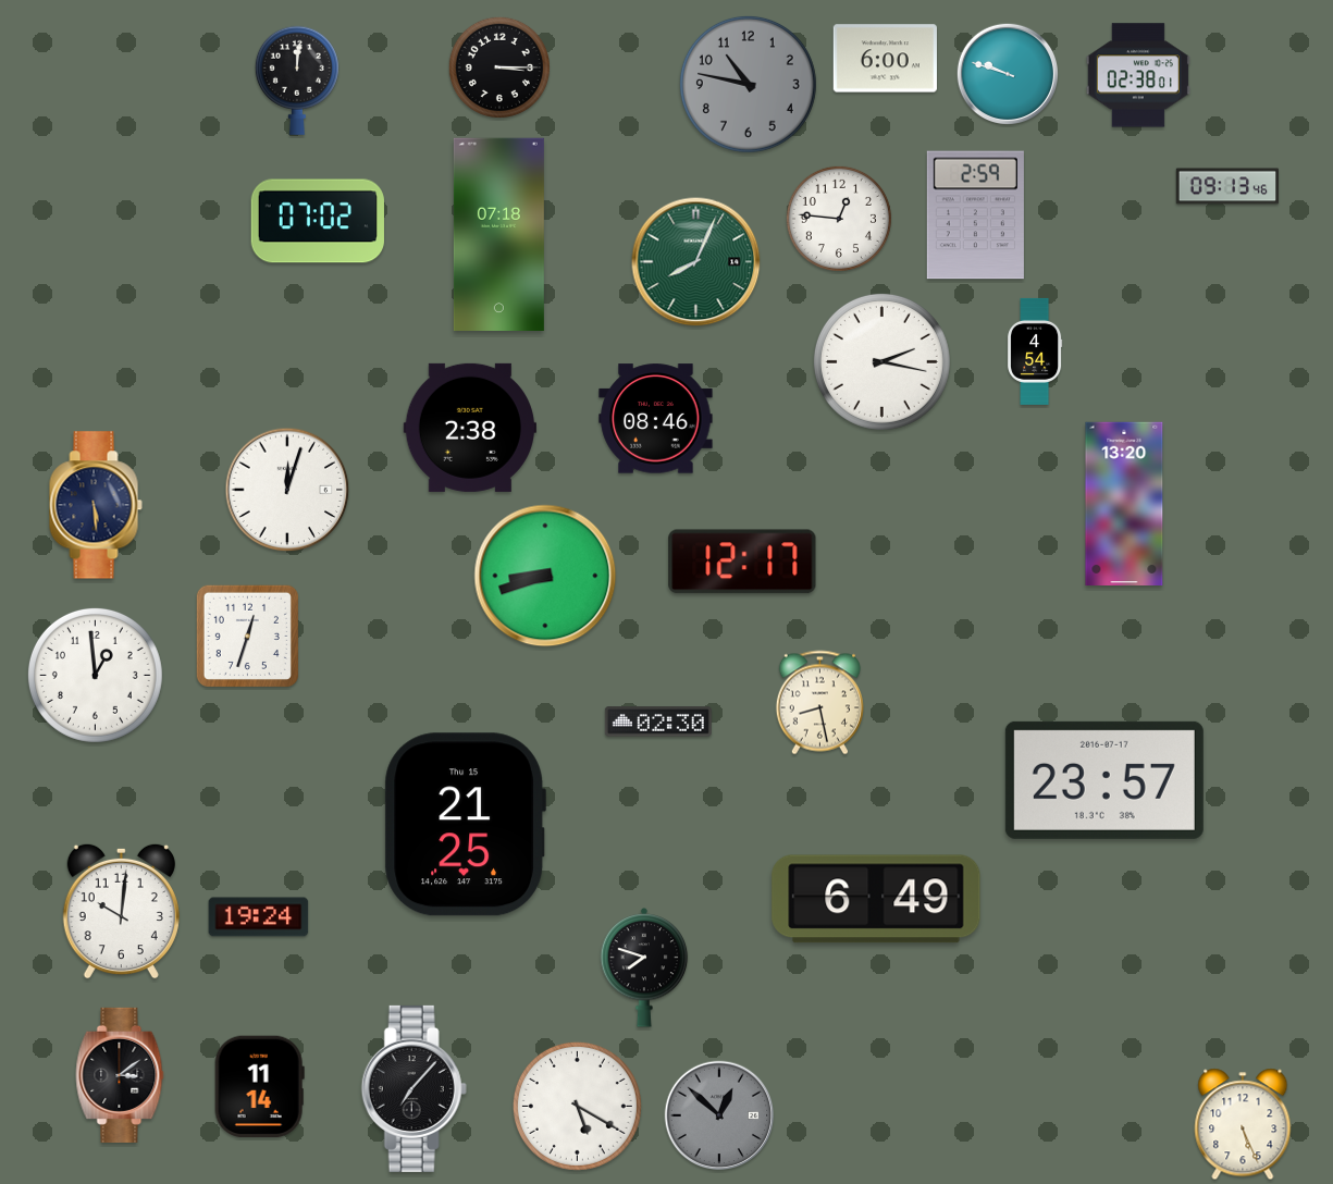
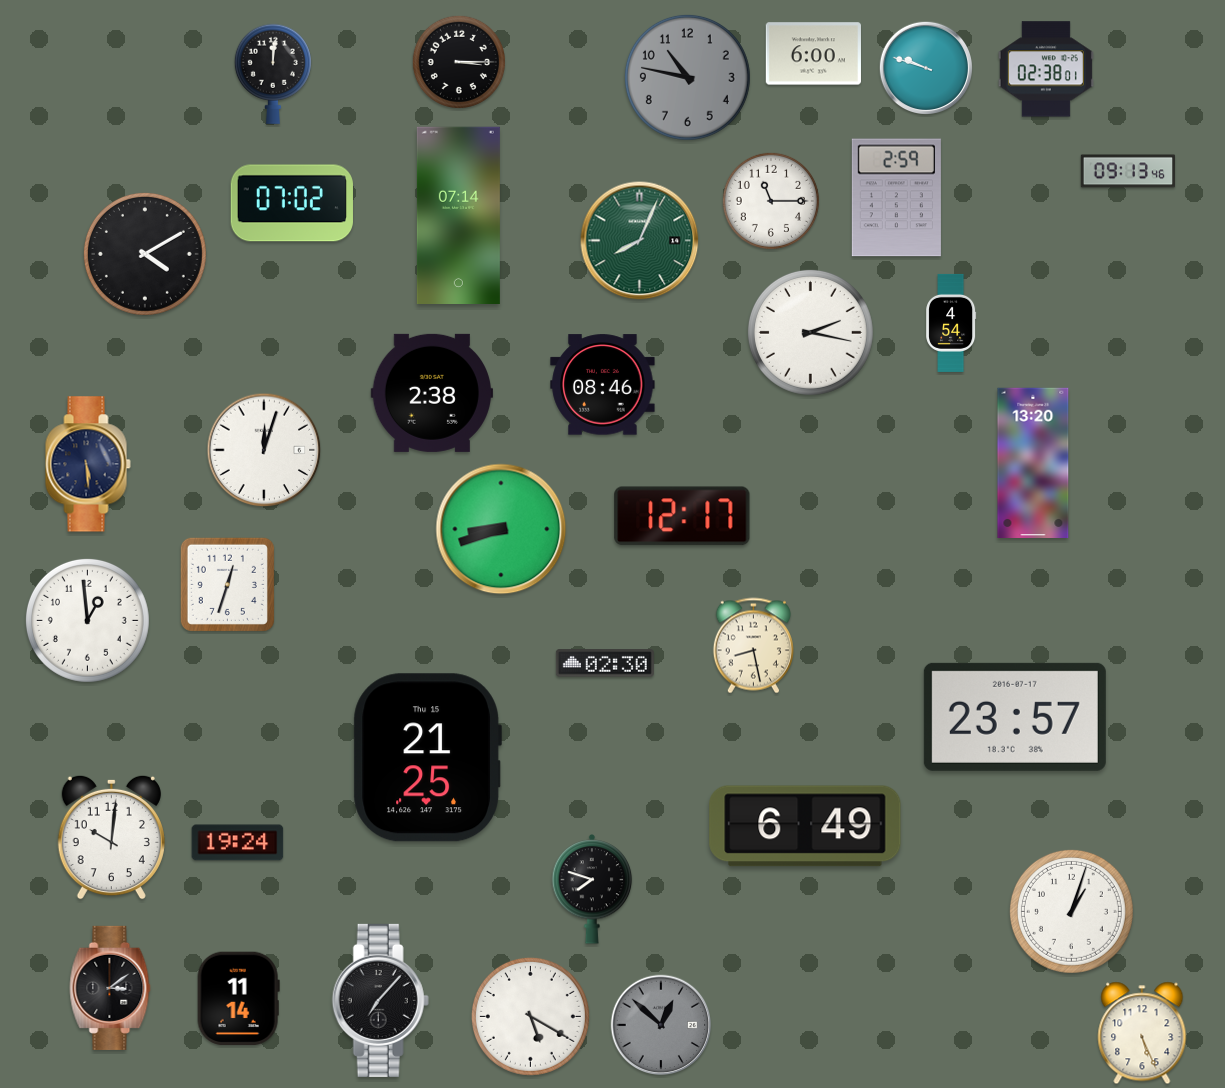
clock at (839, 219): 12:46 -> 11:15
clock at (498, 235): 07:18 -> 07:14
clock at (145, 254): none -> 4:10
clock at (1071, 911): none -> 1:03
